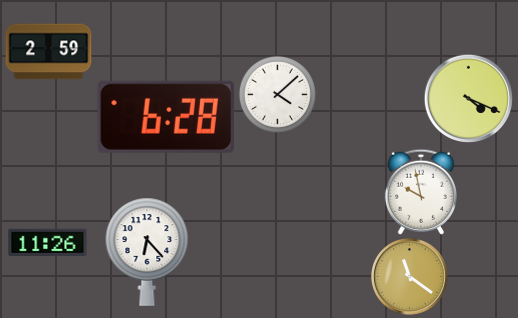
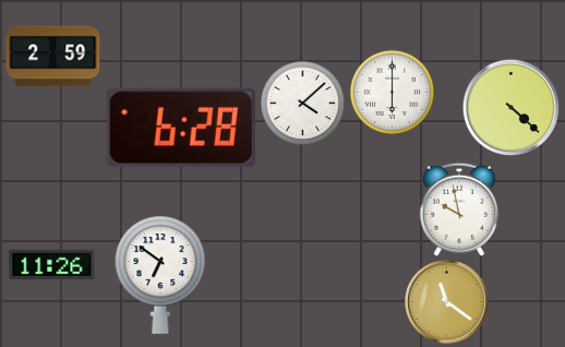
clock at (392, 92): none -> 6:00
clock at (468, 98): 4:19 -> 4:22
clock at (147, 252): 6:23 -> 6:51
